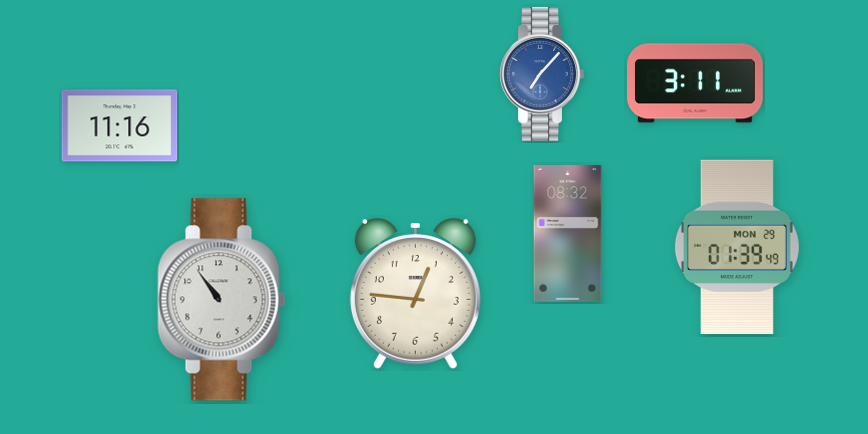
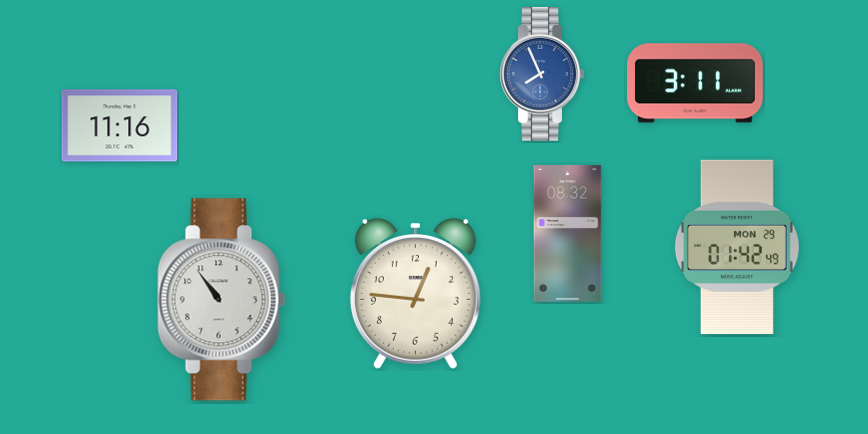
clock at (542, 74): 7:07 -> 7:56
clock at (737, 246): 01:39 -> 01:42
